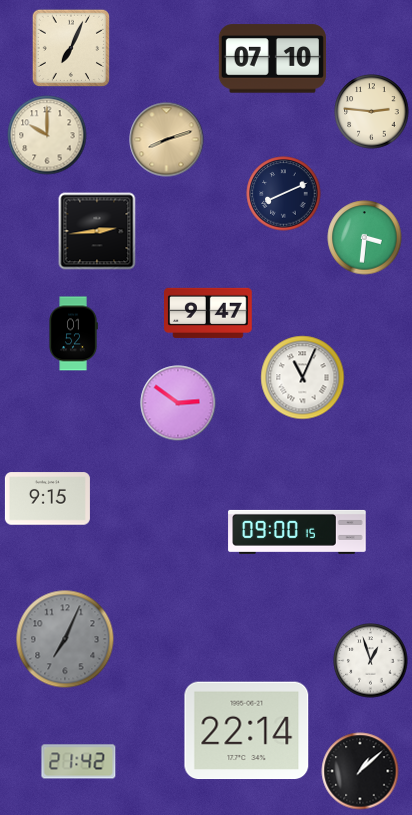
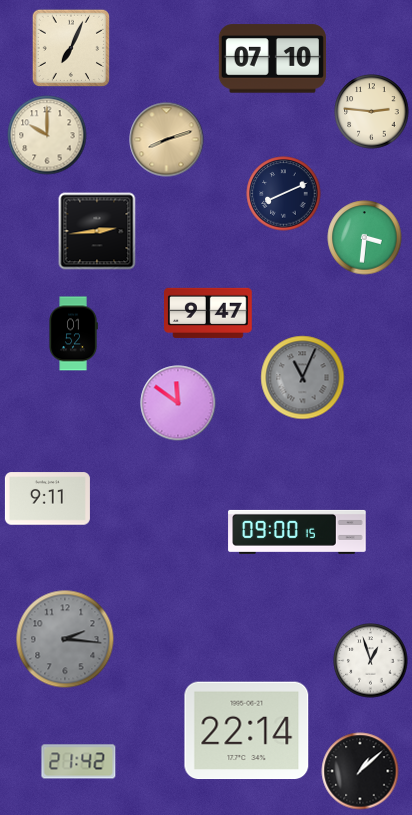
clock at (303, 378) dial: white -> grey
clock at (178, 403): 2:51 -> 11:51
clock at (47, 499): 9:15 -> 9:11
clock at (65, 639): 7:04 -> 2:16
